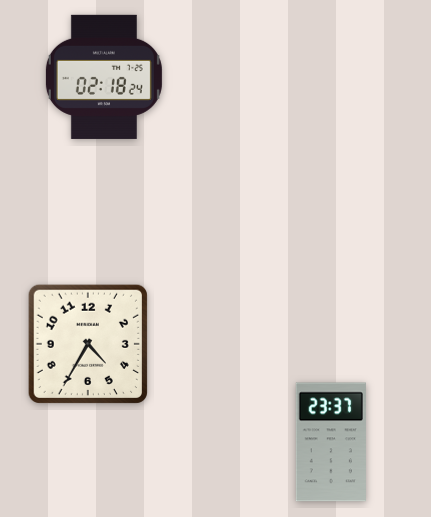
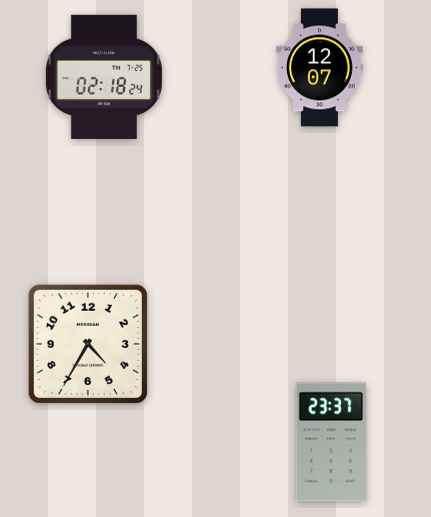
clock at (320, 68): none -> 12:07
